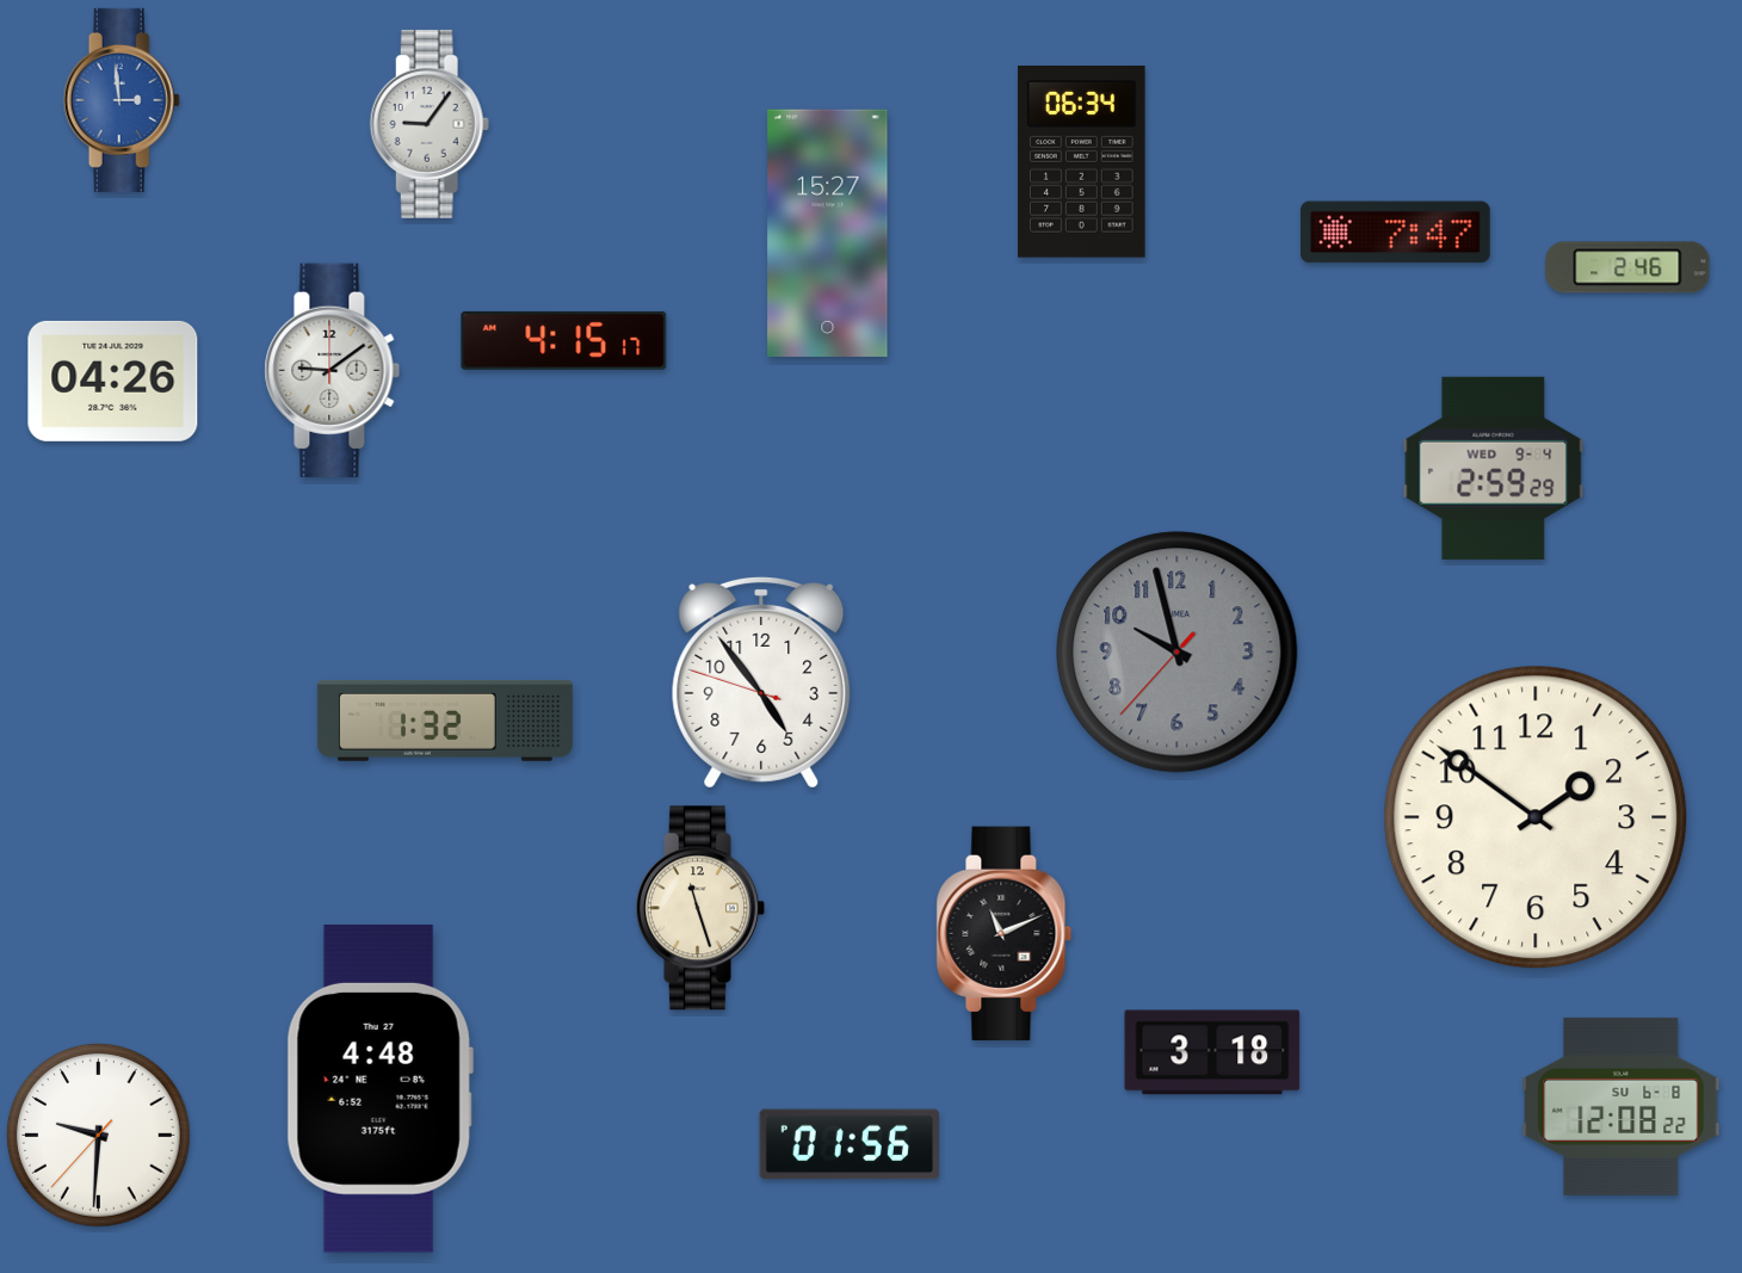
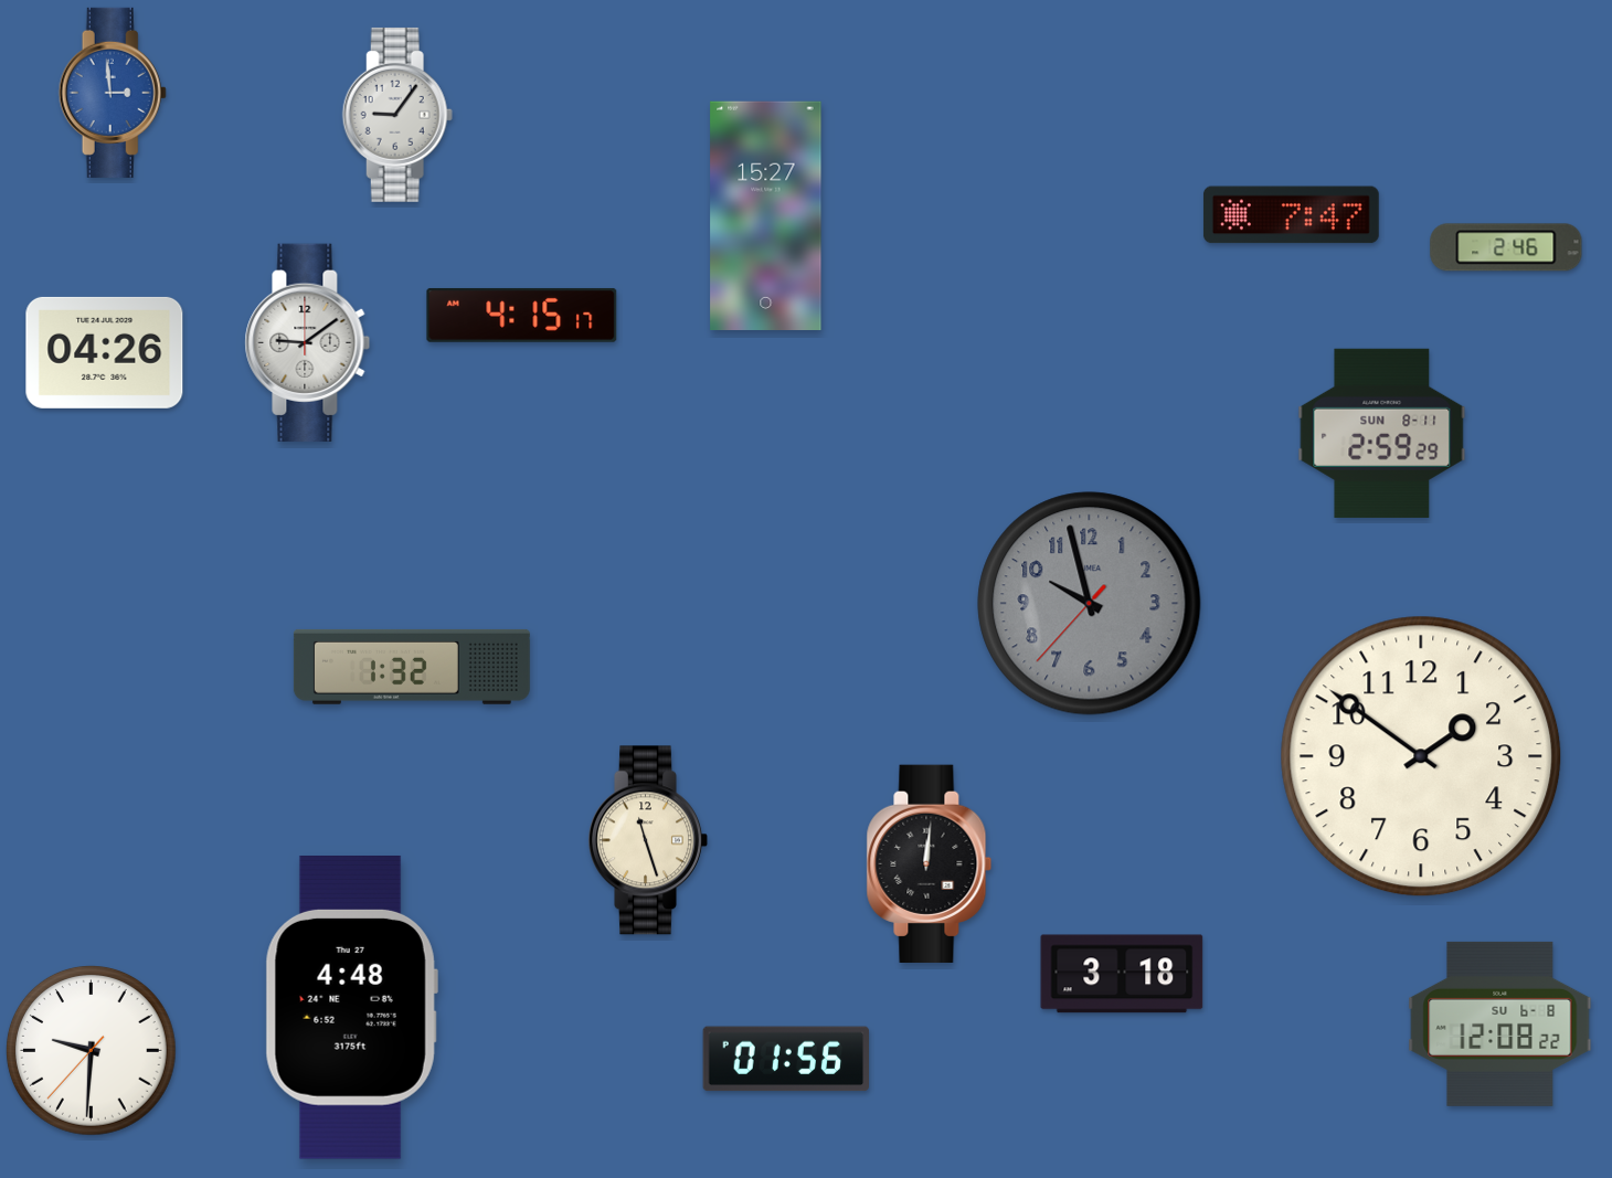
clock at (1082, 162): 06:34 -> none
clock at (1494, 468) date: WED 9-4 -> SUN 8-11
clock at (761, 682): 4:53 -> none
clock at (1005, 933): 11:11 -> 12:01
